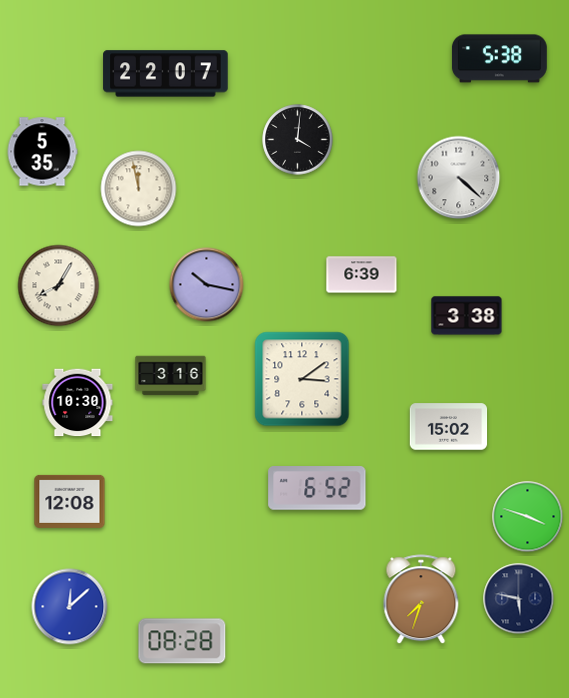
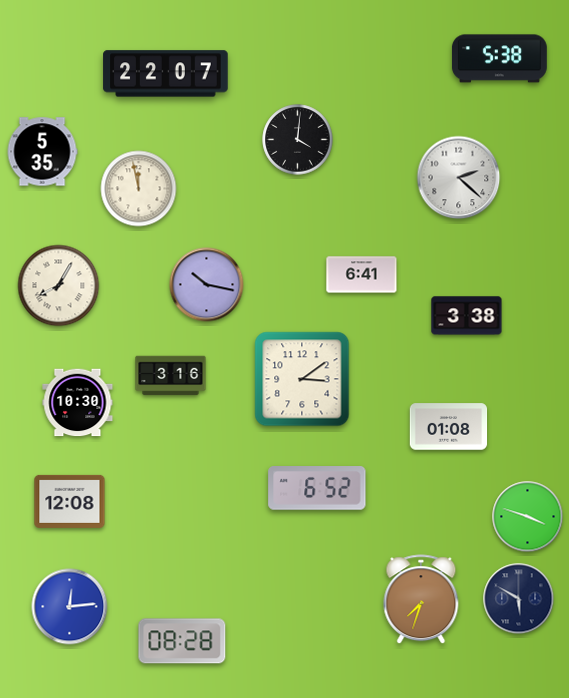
clock at (459, 178): 4:22 -> 2:22
clock at (362, 275): 6:39 -> 6:41
clock at (449, 427): 15:02 -> 01:08
clock at (519, 599): 5:47 -> 5:50
clock at (70, 607): 12:08 -> 12:14
